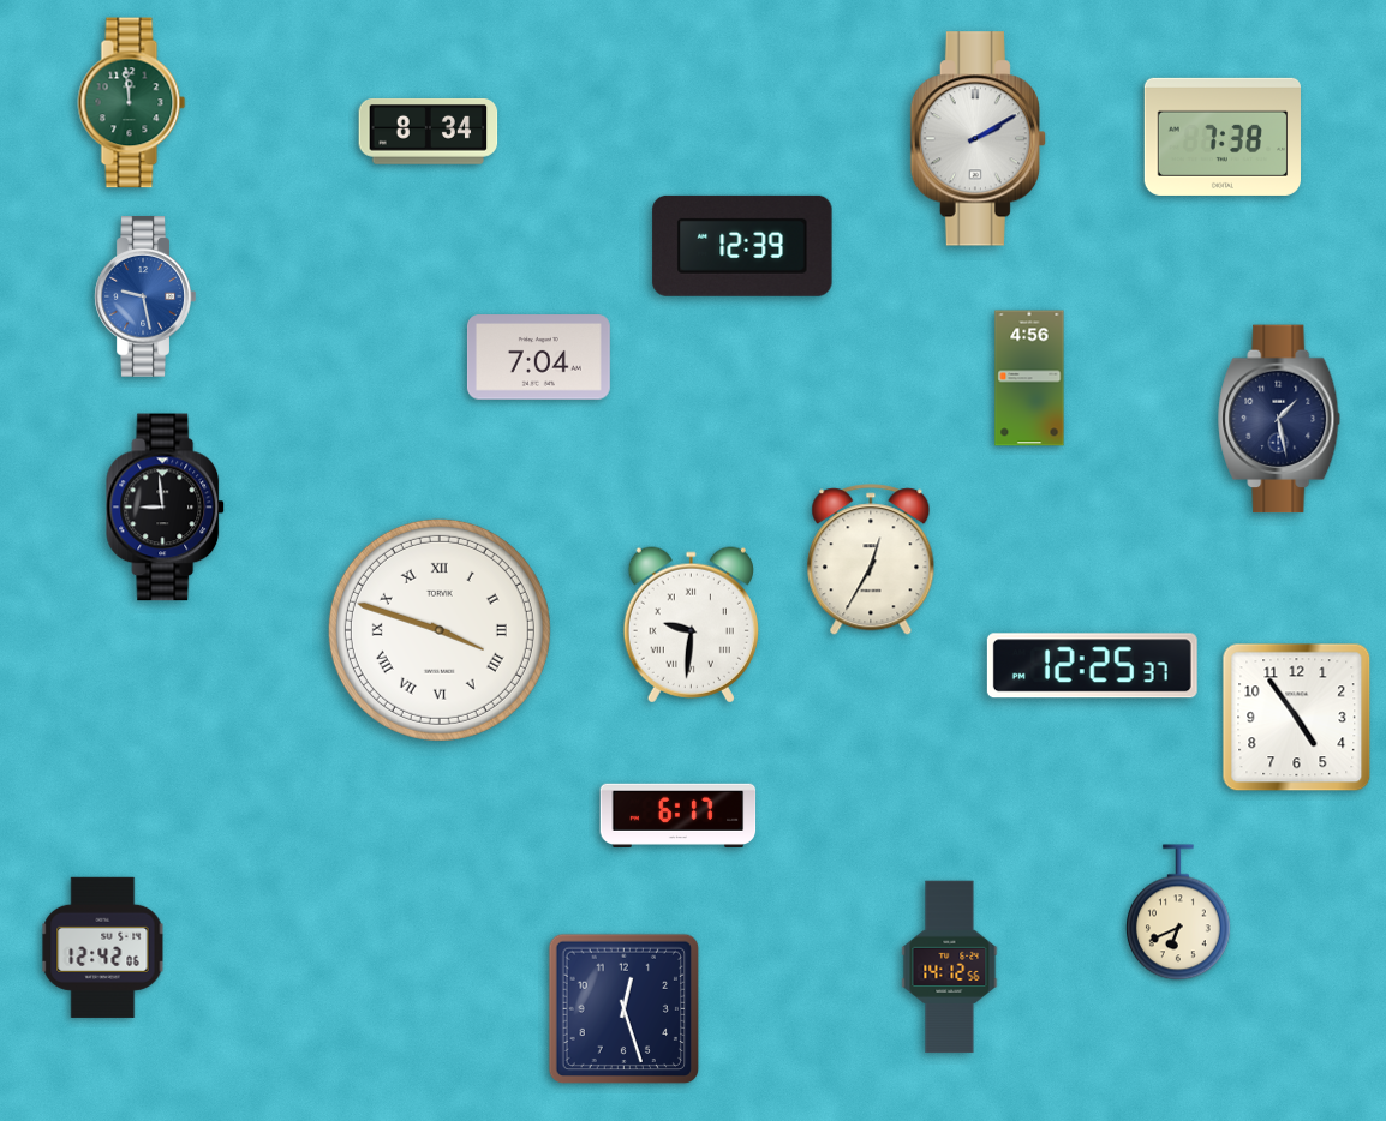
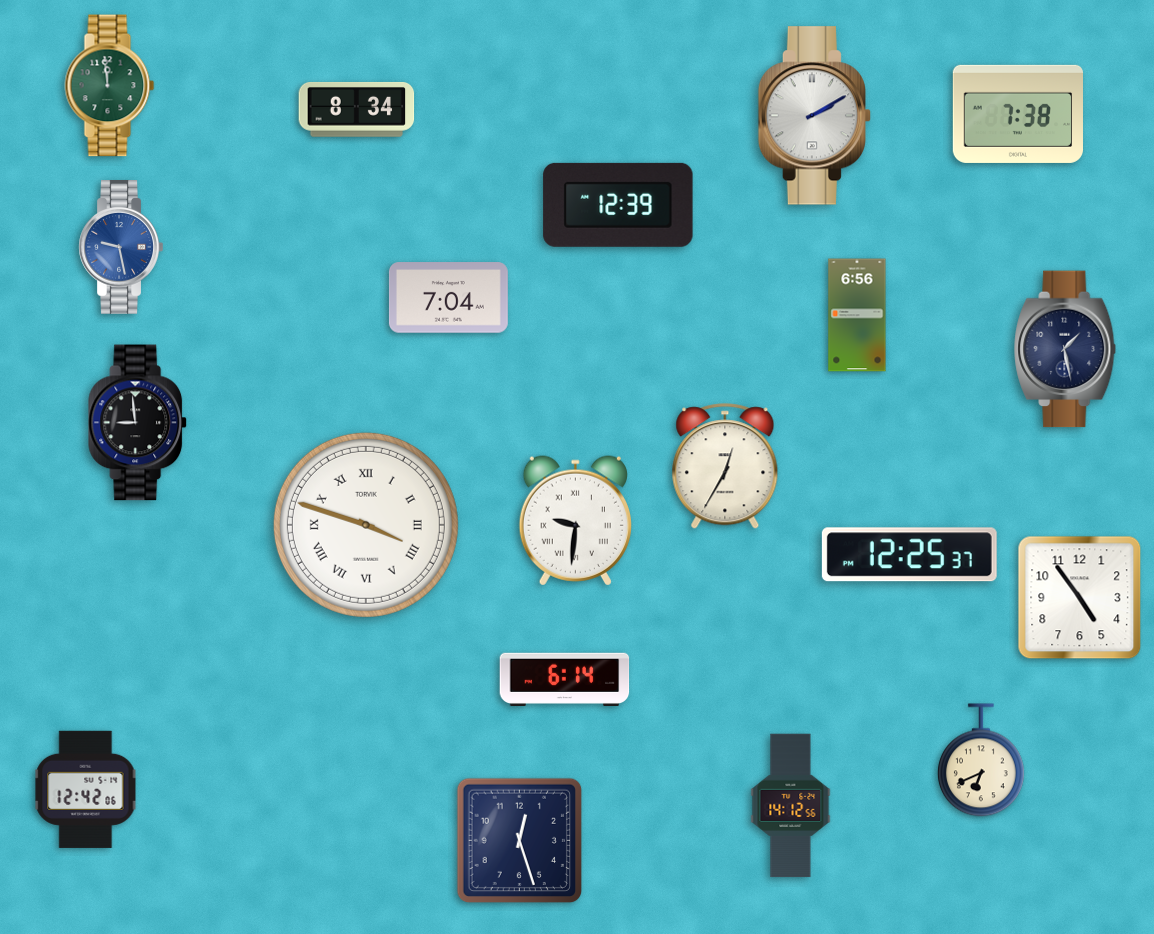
clock at (1029, 378): 4:56 -> 6:56
clock at (679, 815): 6:17 -> 6:14
